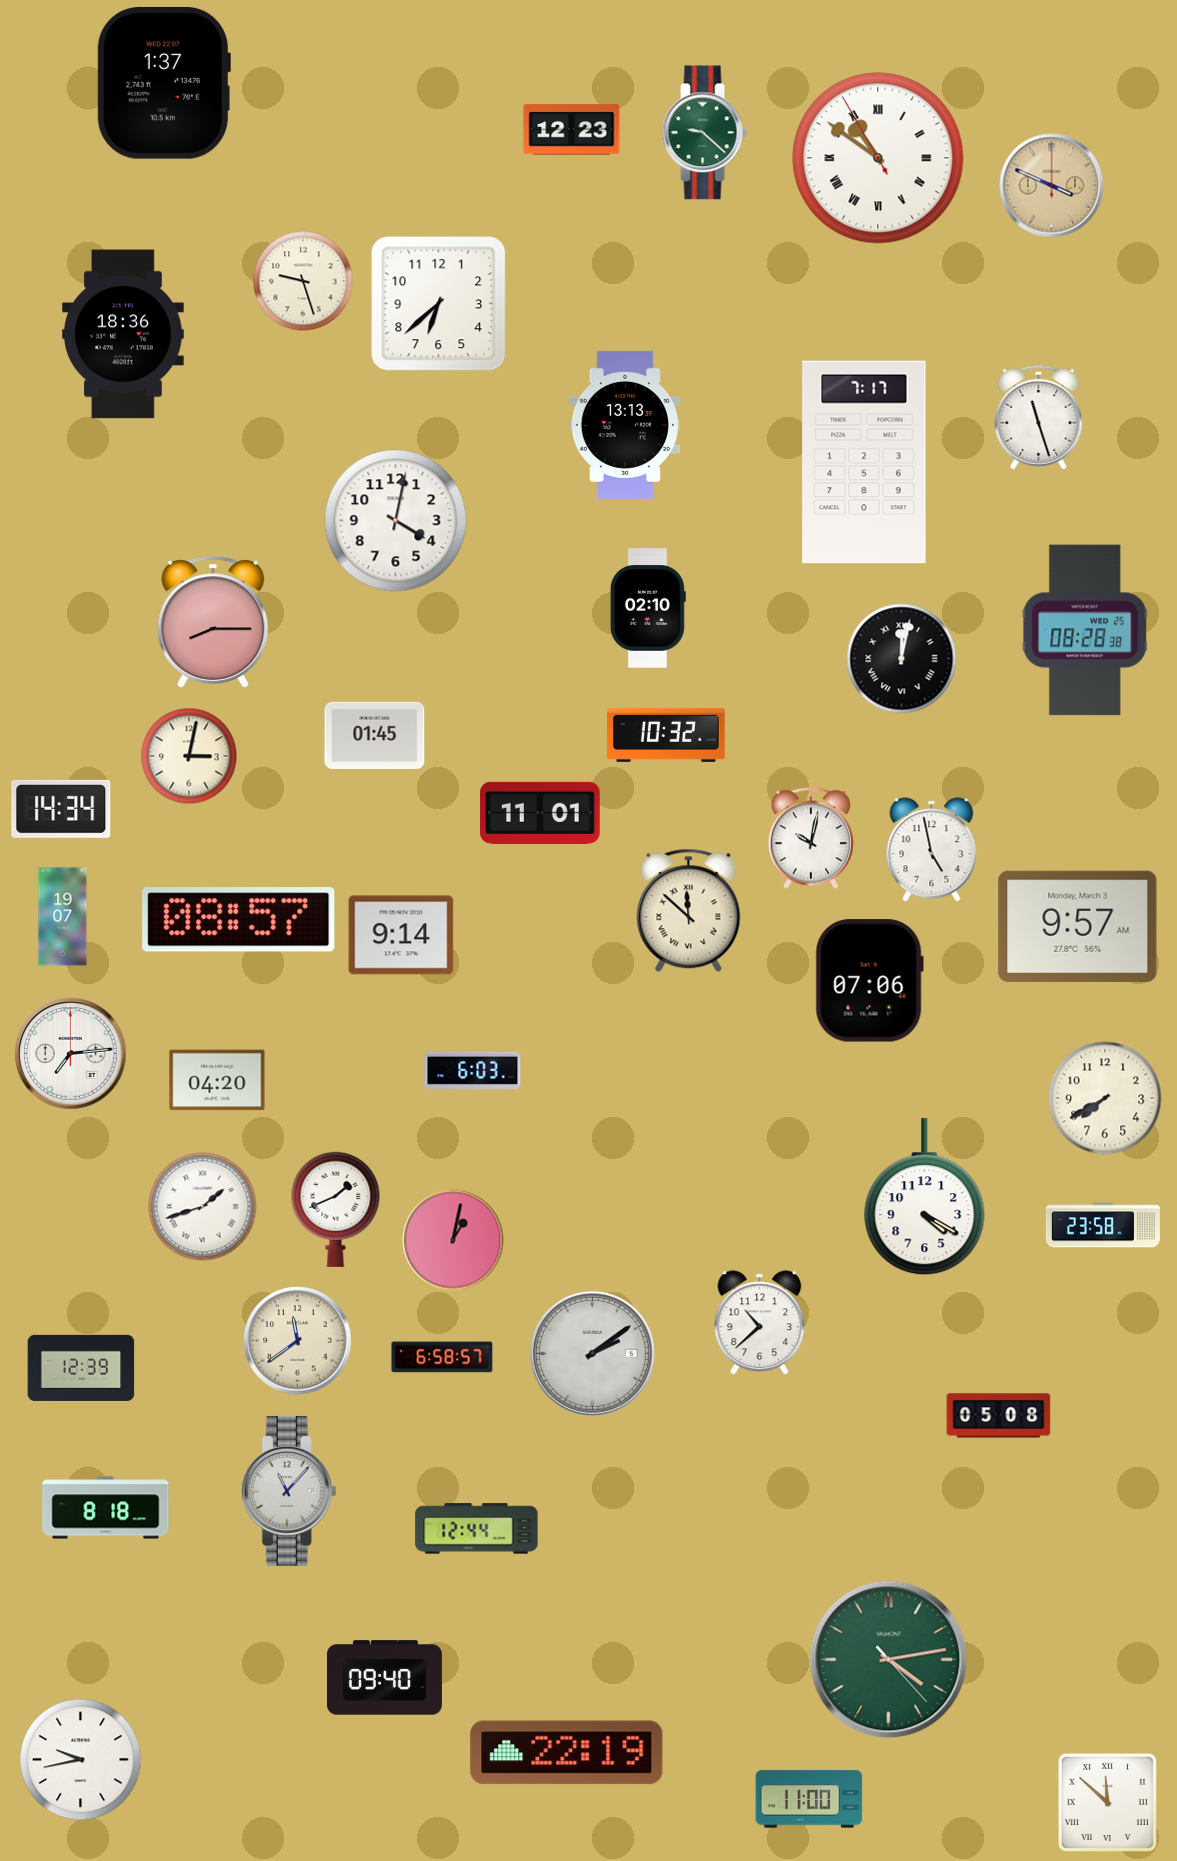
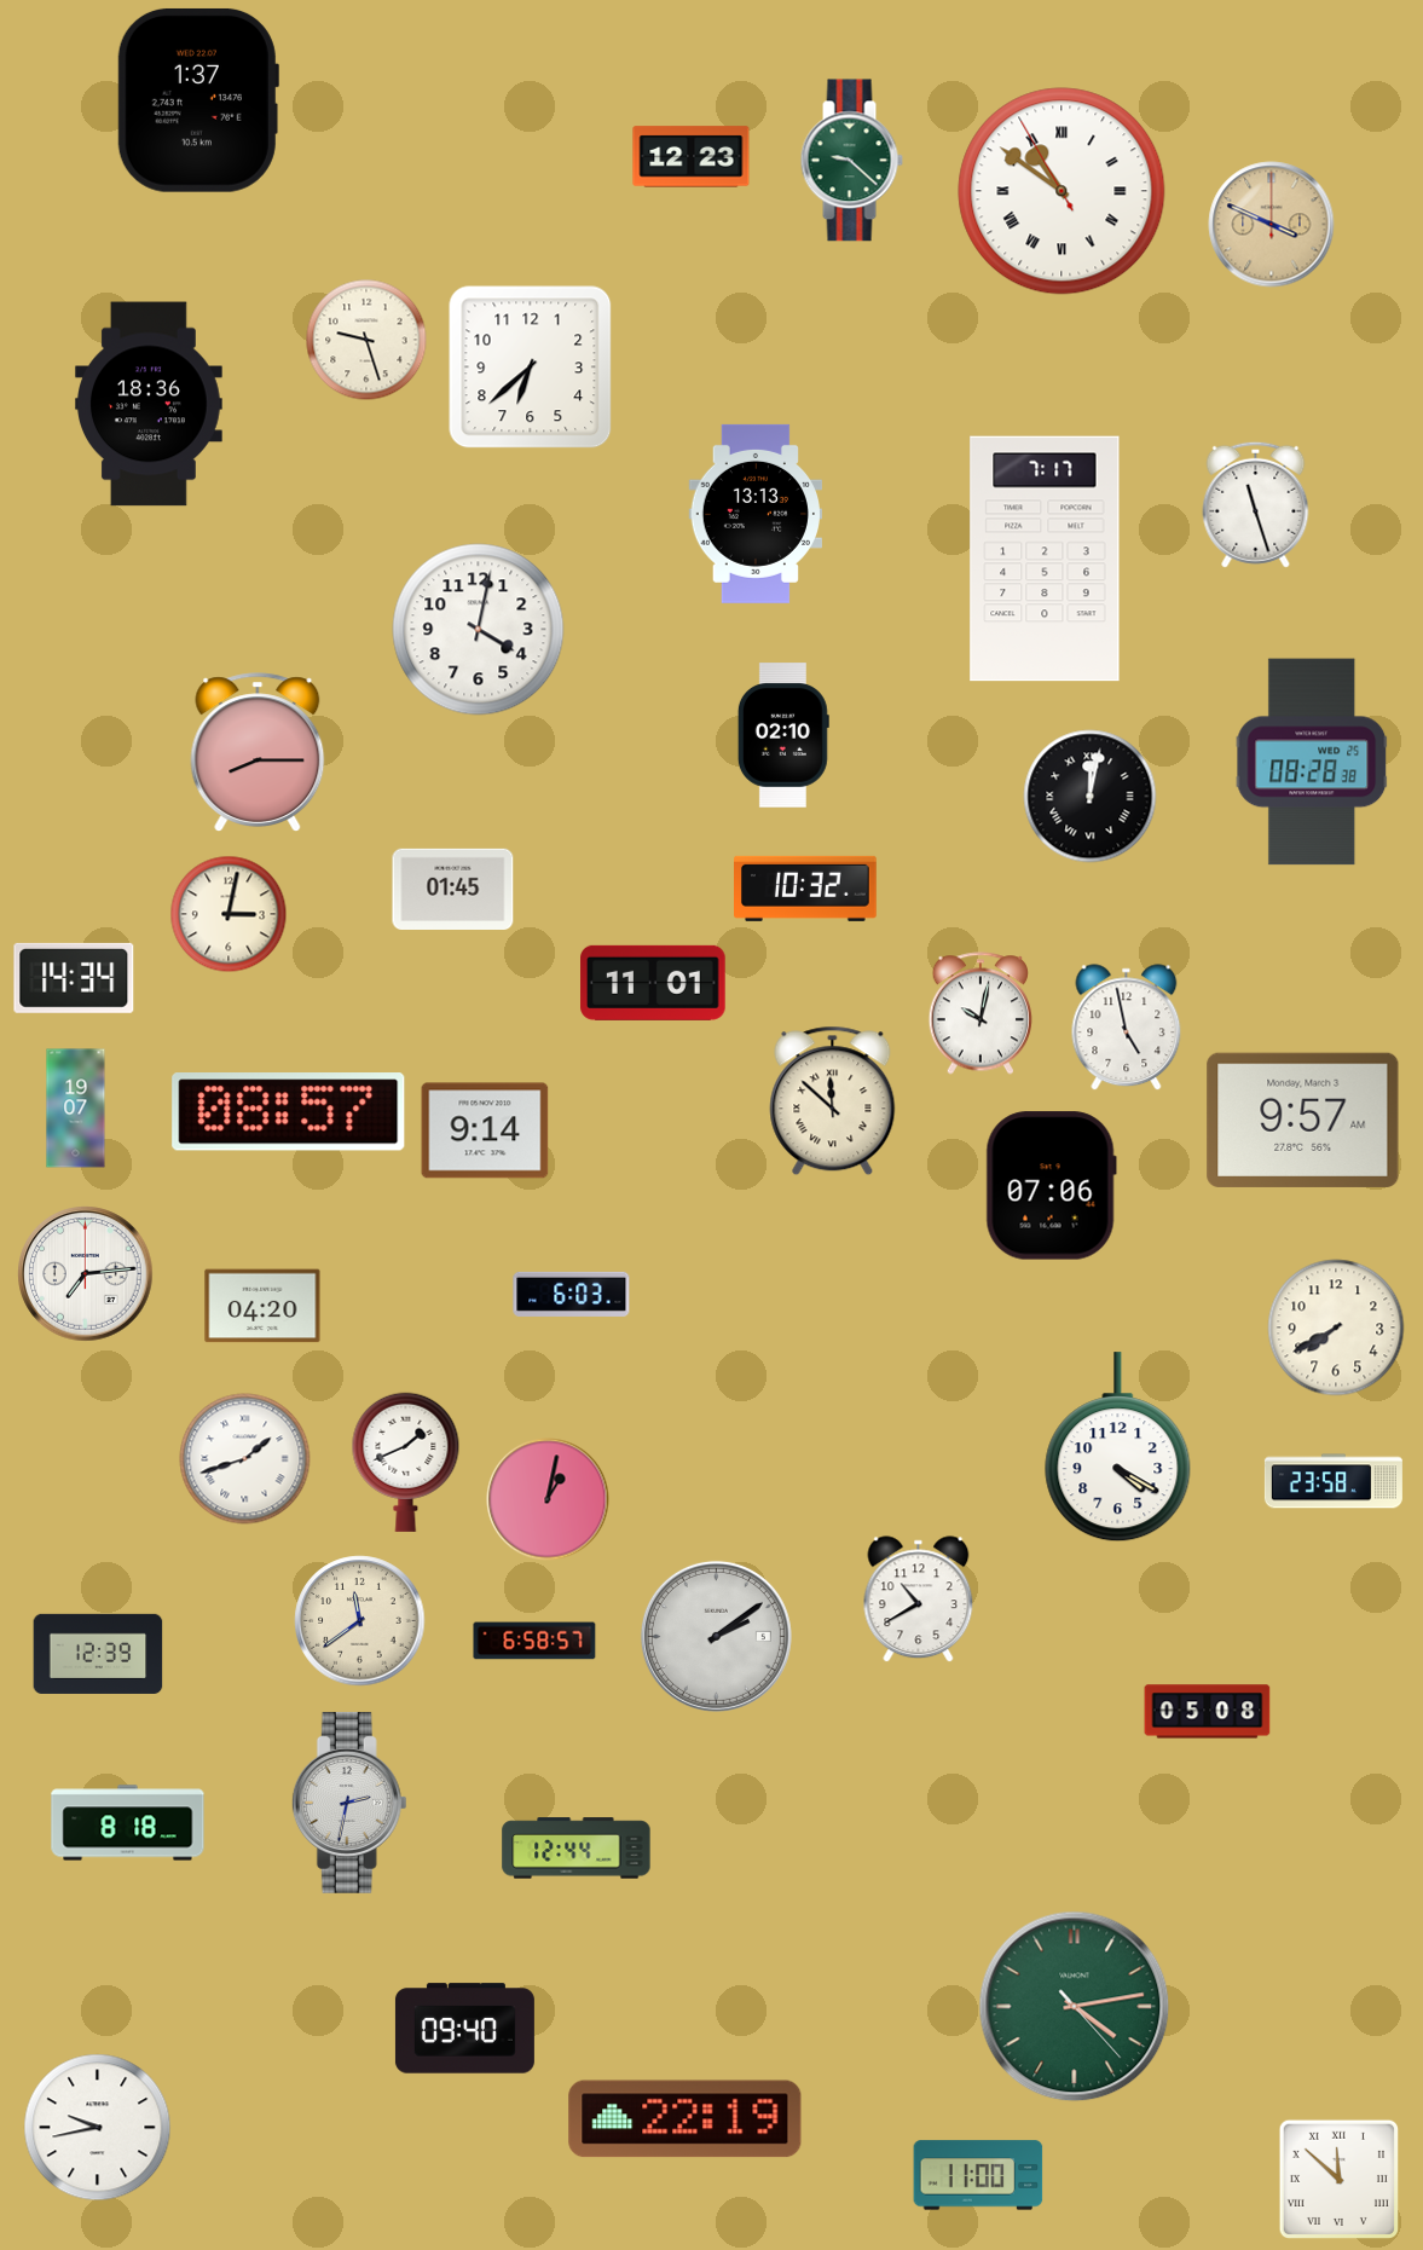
clock at (760, 1323): 10:38 -> 10:40
clock at (289, 1491): 11:07 -> 2:32
